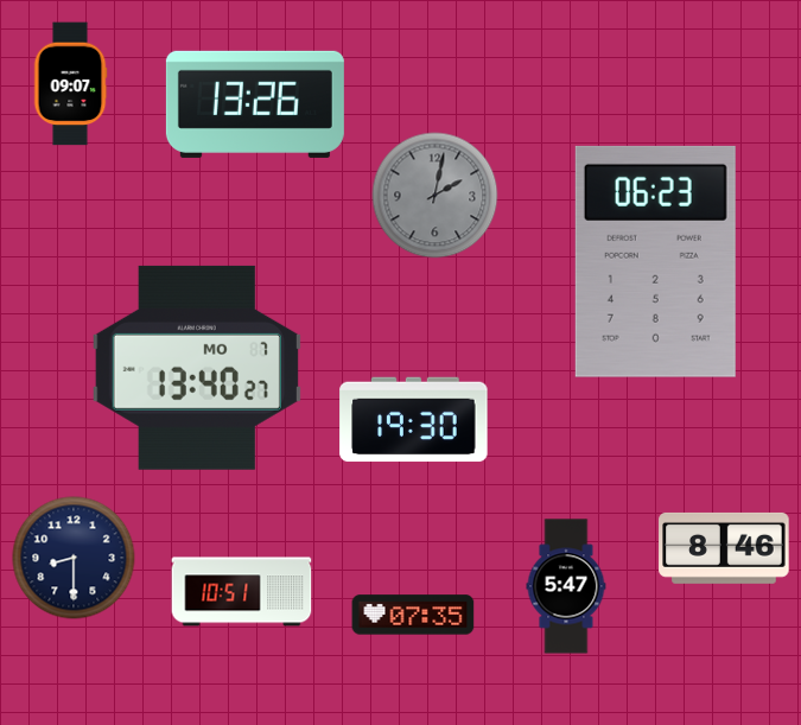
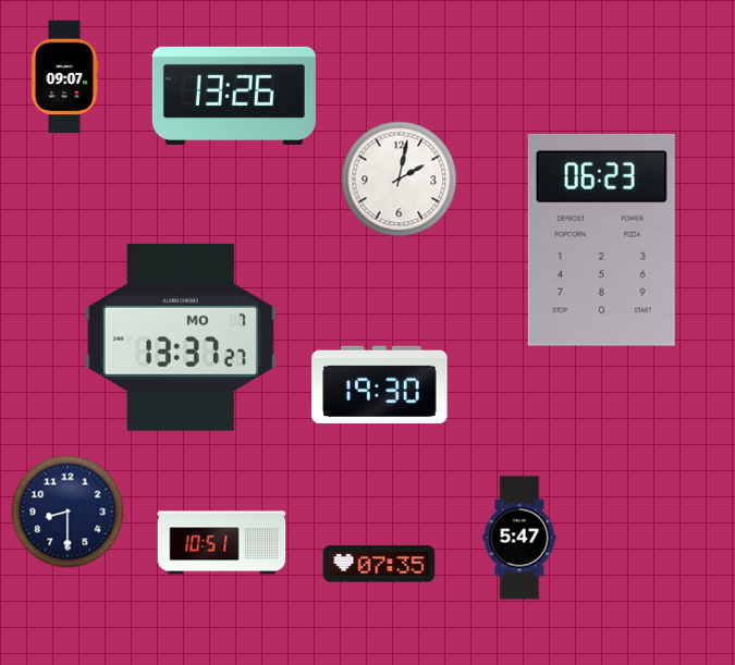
clock at (436, 196) dial: grey -> white
clock at (197, 368): 13:40 -> 13:37
clock at (724, 548): 8:46 -> none
